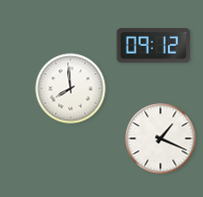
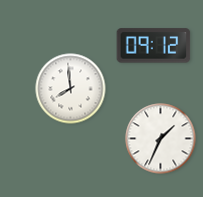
clock at (161, 139): 1:19 -> 1:34
